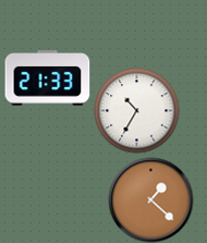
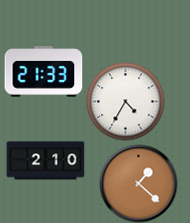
clock at (136, 110): 10:35 -> 4:35
clock at (45, 161): none -> 2:10
